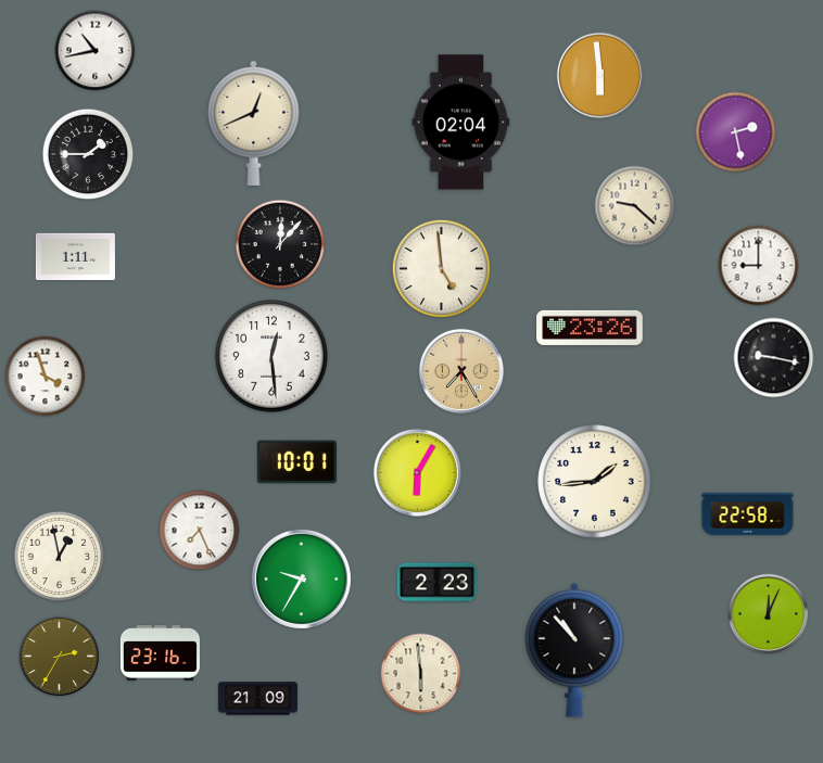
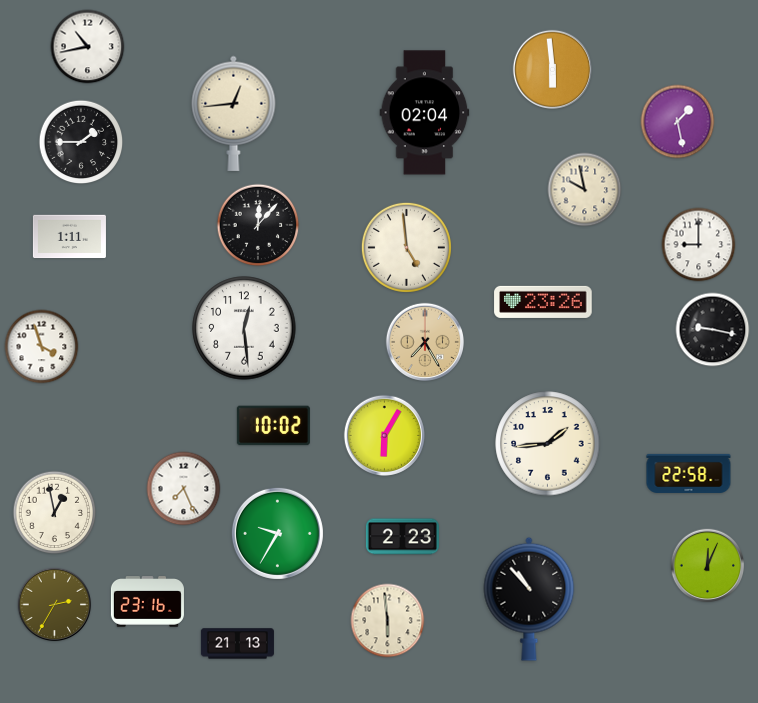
clock at (254, 123): 12:41 -> 12:44
clock at (736, 132): 2:28 -> 1:28
clock at (635, 206): 9:22 -> 9:58
clock at (271, 356) position: (271, 356) -> (244, 328)
clock at (296, 462): 10:01 -> 10:02
clock at (257, 699): 21:09 -> 21:13
